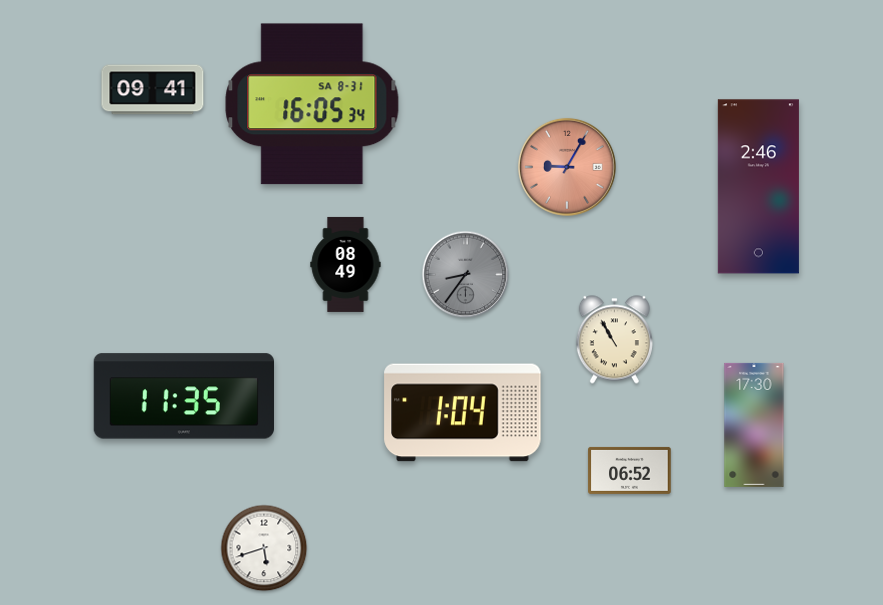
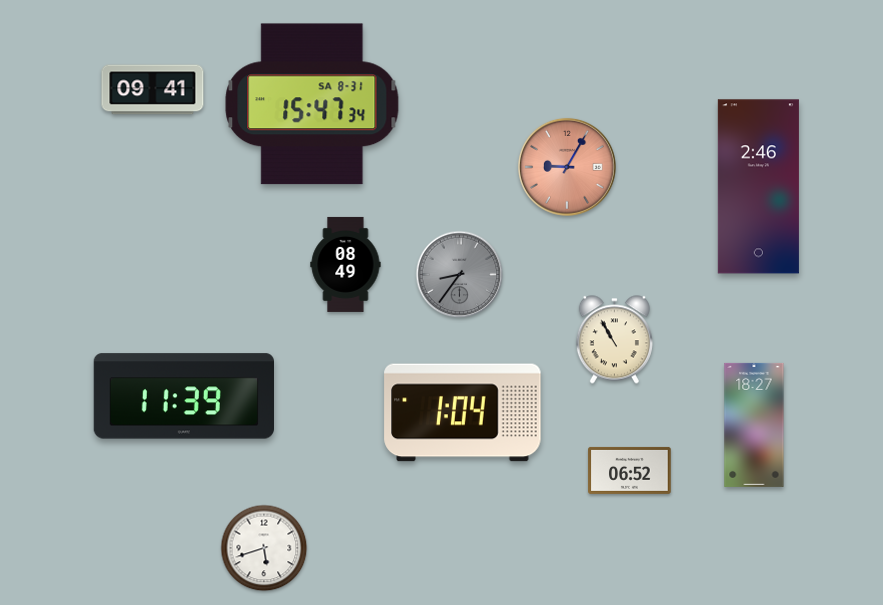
clock at (312, 104): 16:05 -> 15:47
clock at (466, 275) position: (466, 275) -> (460, 275)
clock at (183, 396): 11:35 -> 11:39
clock at (754, 425): 17:30 -> 18:27
